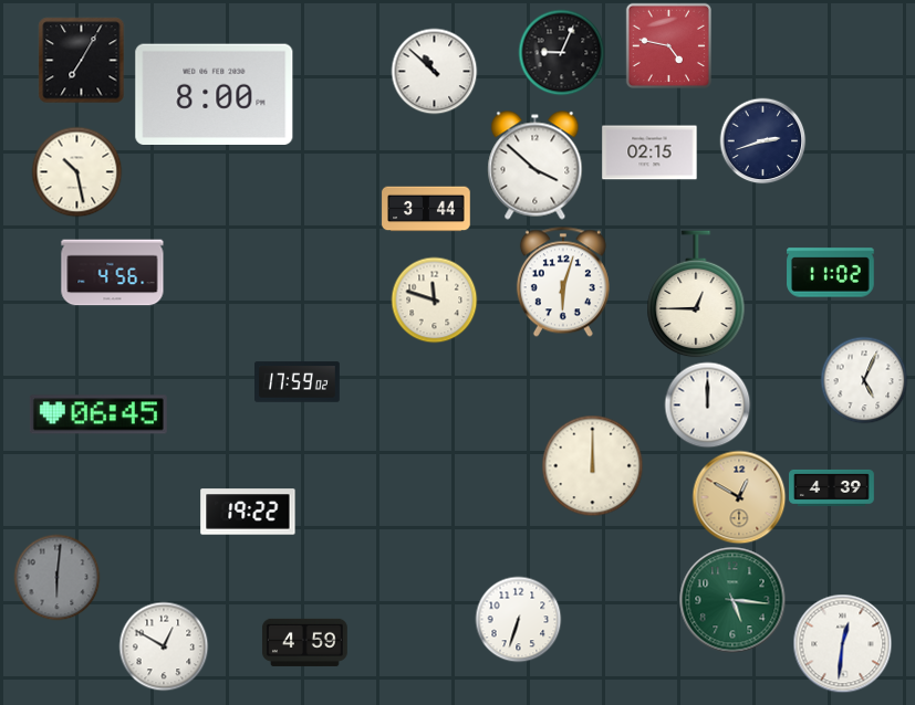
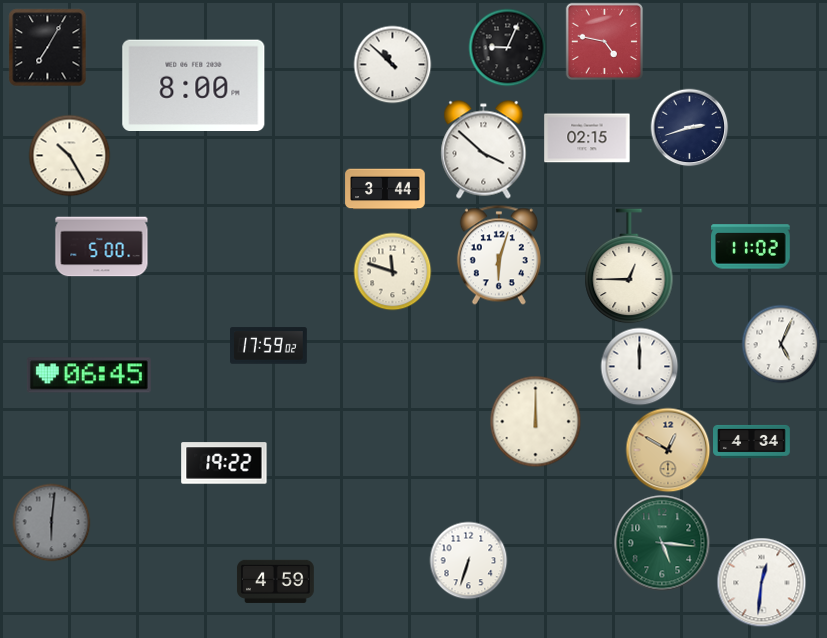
clock at (81, 60) position: (81, 60) -> (47, 47)
clock at (76, 171): 10:28 -> 10:25
clock at (113, 273): 4:56 -> 5:00
clock at (563, 282) position: (563, 282) -> (499, 255)
clock at (832, 487): 4:39 -> 4:34
clock at (164, 646): 12:50 -> none
